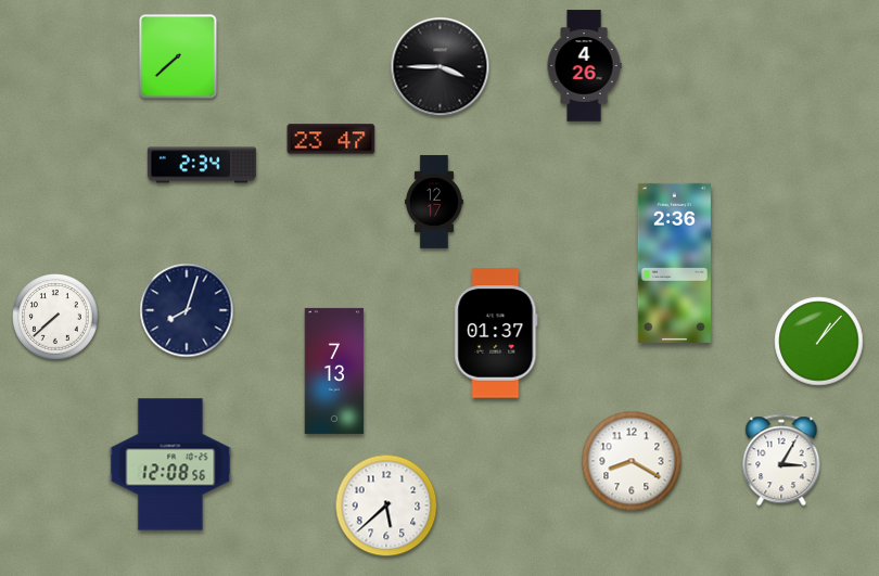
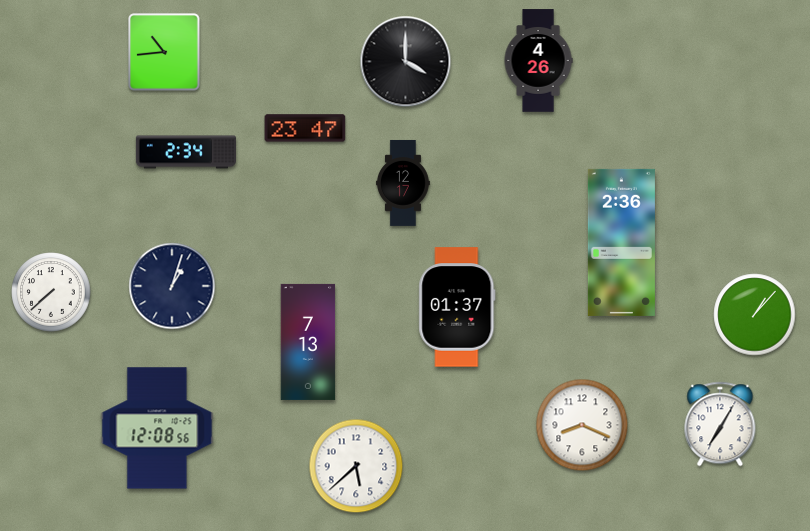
clock at (178, 56): 7:38 -> 10:44
clock at (441, 67): 3:45 -> 4:00
clock at (434, 202) position: (434, 202) -> (403, 183)
clock at (187, 310): 8:03 -> 1:03
clock at (781, 460): 3:05 -> 7:05
clock at (632, 461): 8:20 -> 8:19
